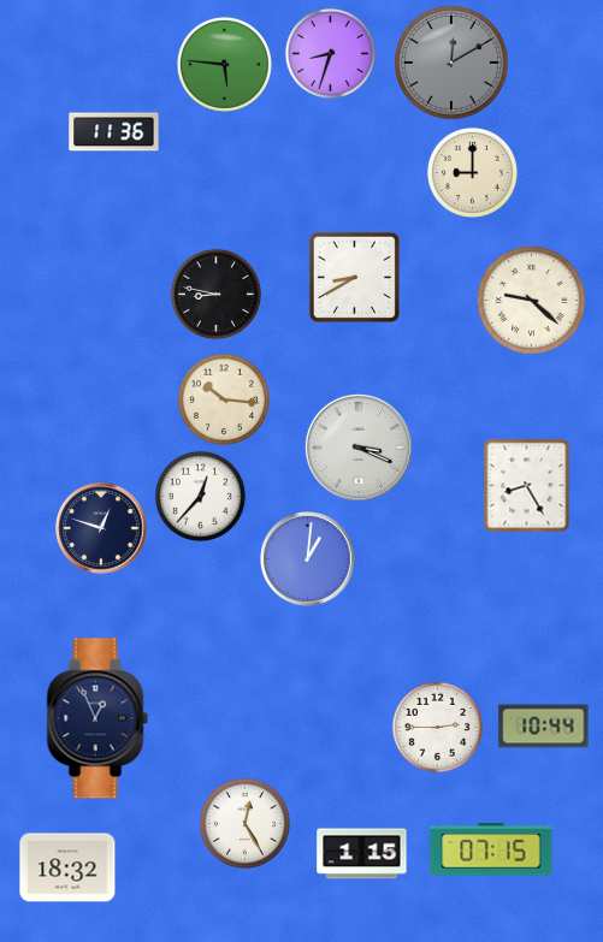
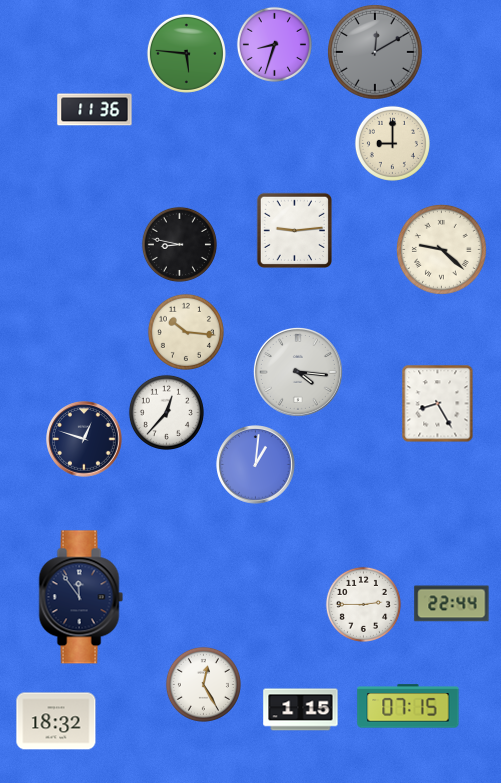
clock at (354, 277): 8:40 -> 9:14
clock at (359, 448): 3:19 -> 4:16
clock at (97, 718): 12:56 -> 11:54
clock at (544, 727): 10:44 -> 22:44
